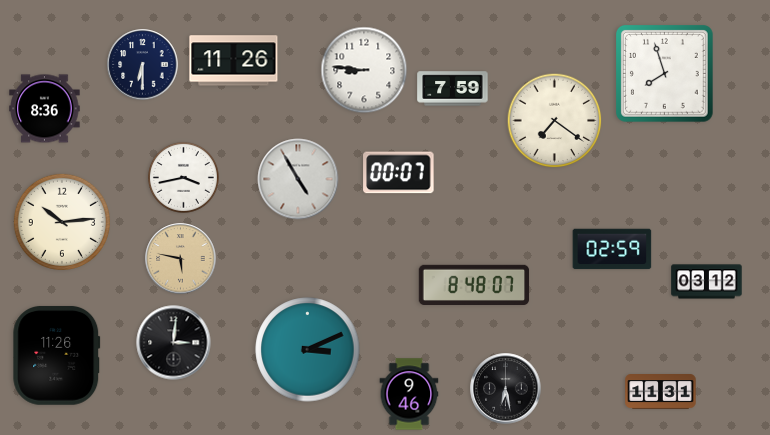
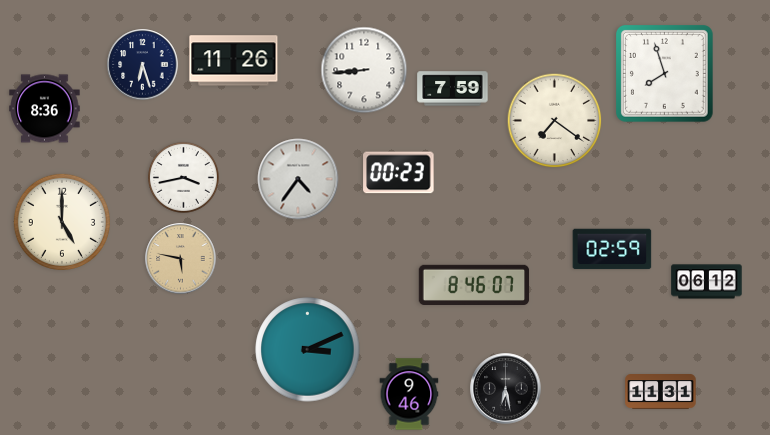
clock at (143, 65): 6:30 -> 6:27
clock at (364, 70): 8:46 -> 8:44
clock at (399, 173): 00:07 -> 00:23
clock at (298, 179): 4:55 -> 4:36
clock at (62, 222): 10:14 -> 5:00
clock at (707, 282): 03:12 -> 06:12
clock at (474, 284): 8:48 -> 8:46
clock at (174, 343): 3:01 -> none
clock at (57, 355): 11:26 -> none
